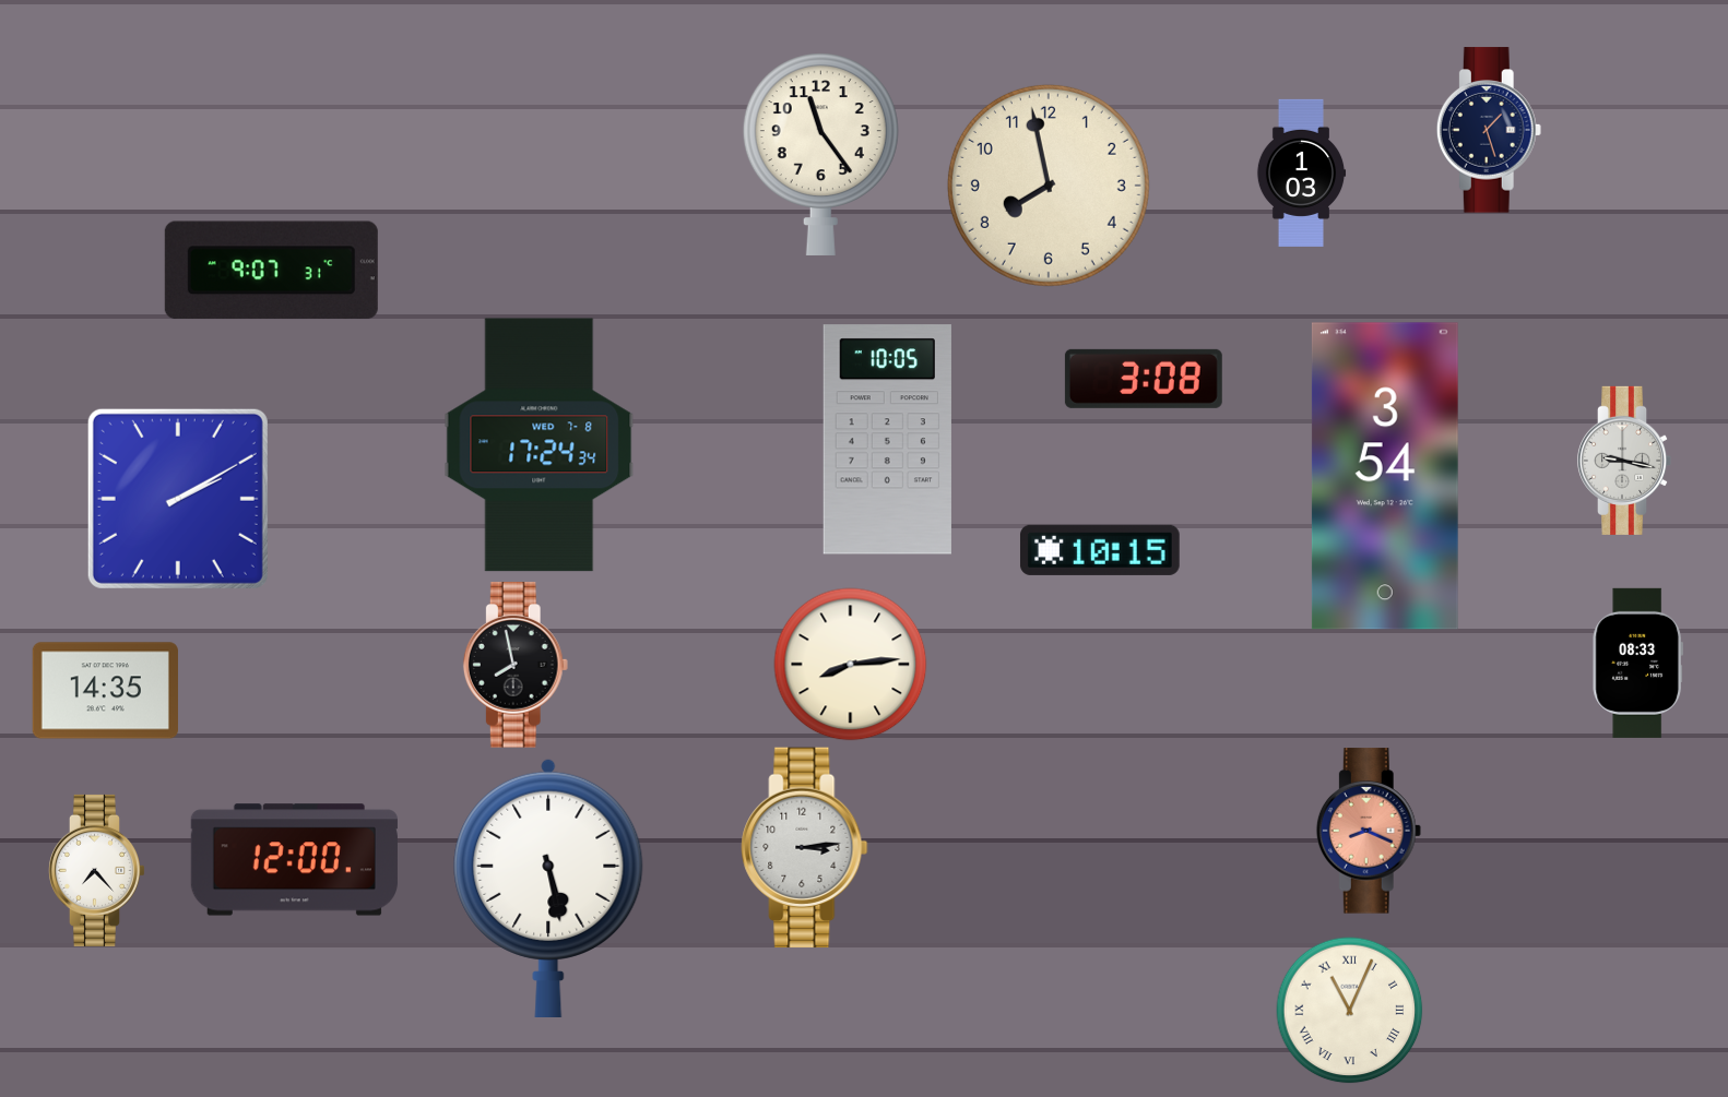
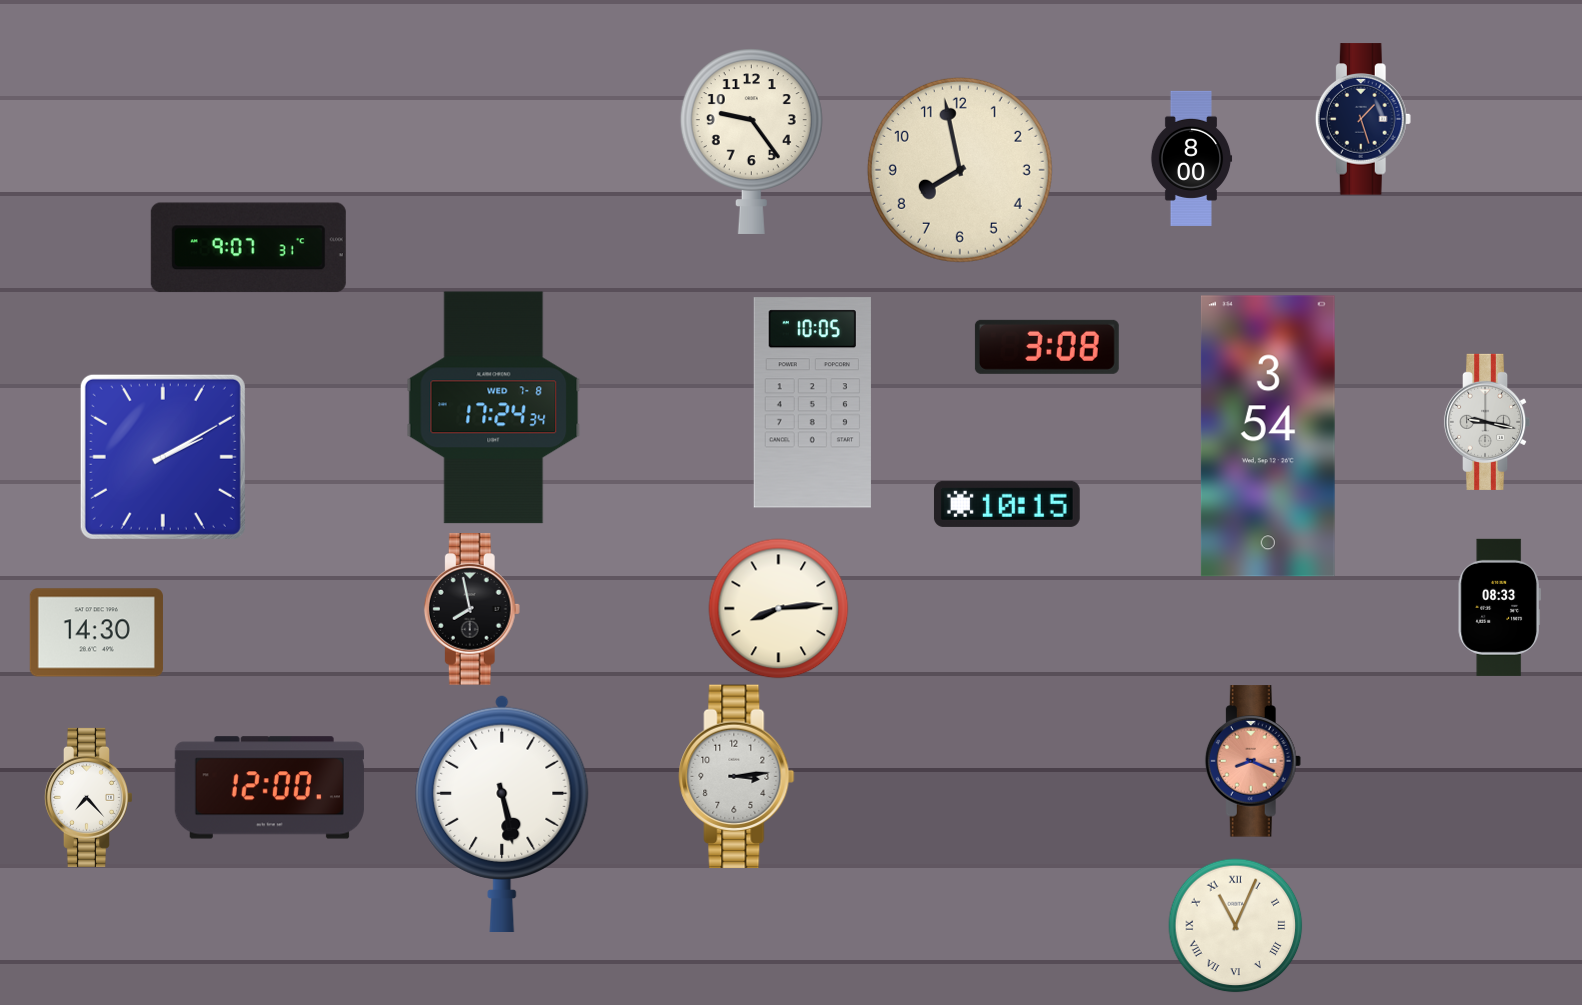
clock at (820, 154): 11:24 -> 9:24
clock at (1301, 172): 1:03 -> 8:00
clock at (105, 691): 14:35 -> 14:30
